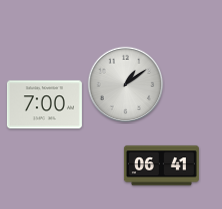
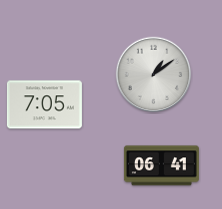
clock at (126, 85) position: (126, 85) -> (154, 75)
clock at (44, 105): 7:00 -> 7:05
